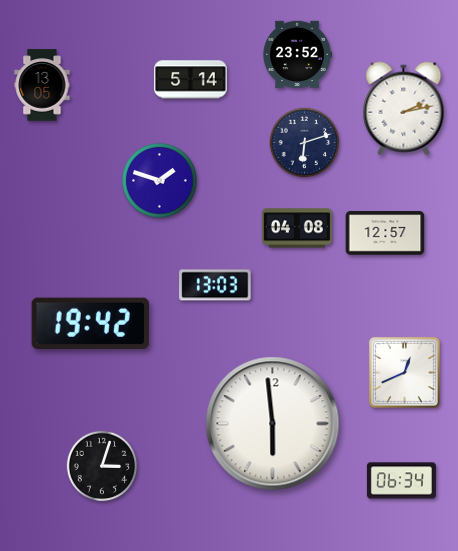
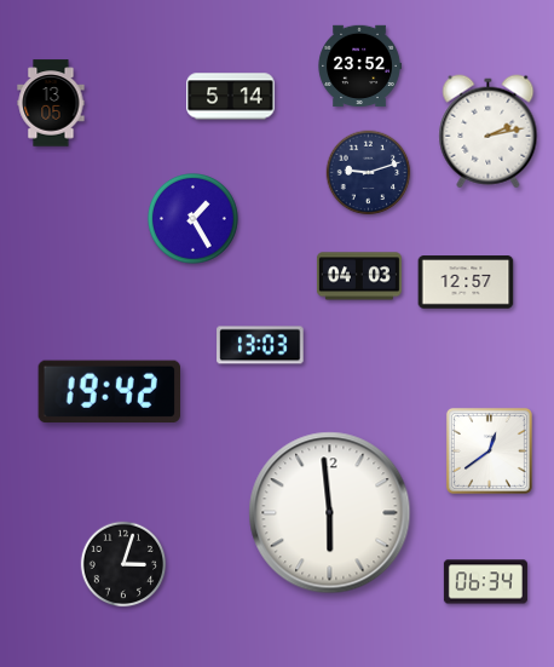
clock at (305, 143): 6:12 -> 9:12
clock at (160, 181): 1:48 -> 1:25
clock at (297, 228): 04:08 -> 04:03
clock at (404, 372): 12:41 -> 12:39
